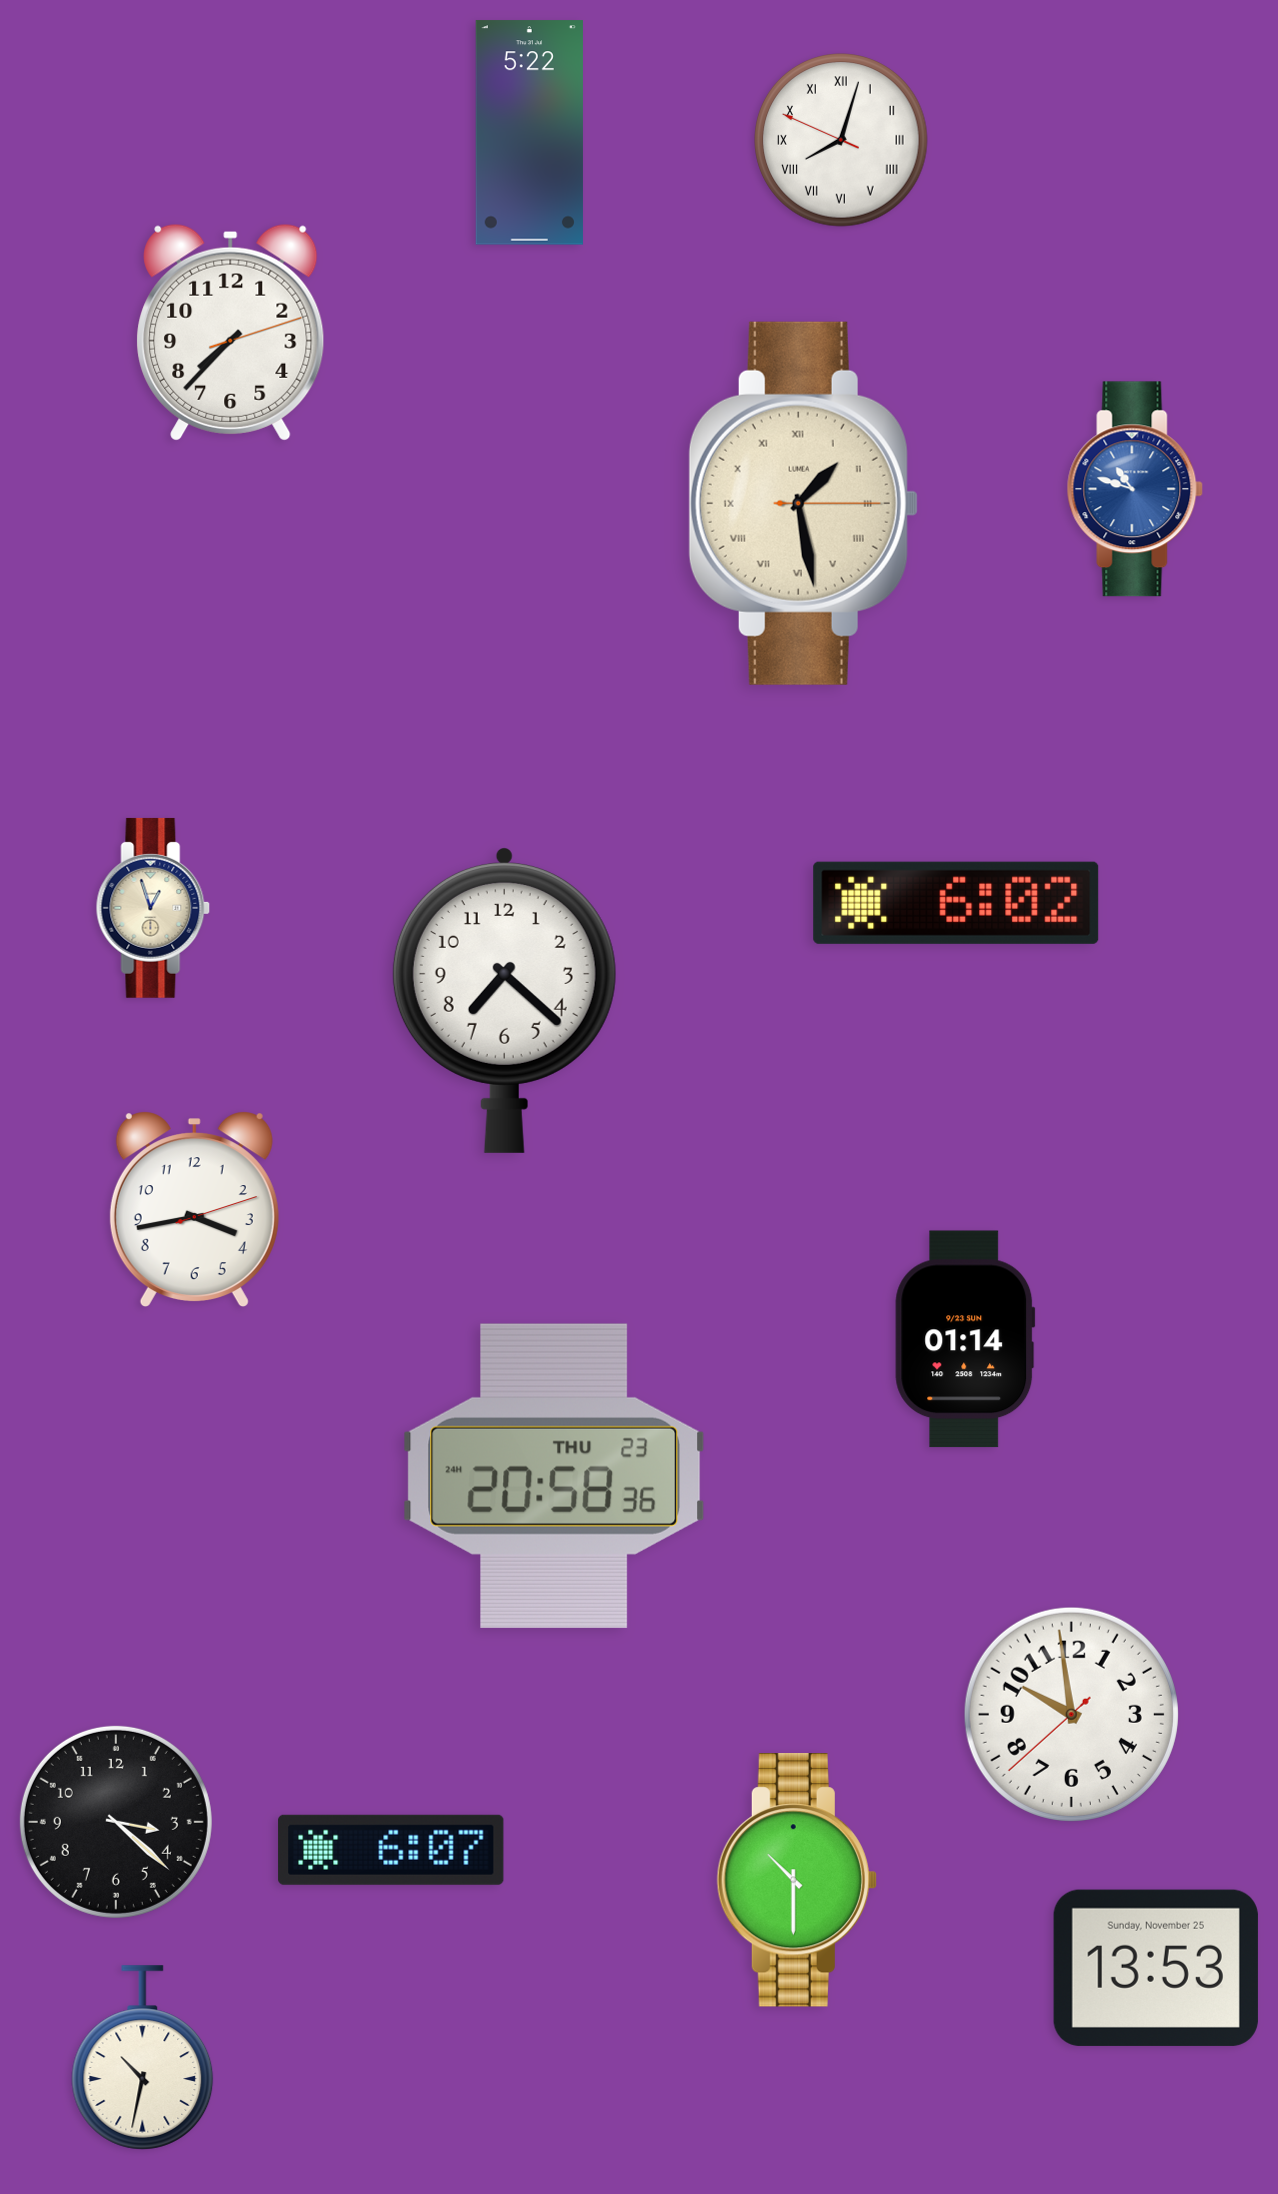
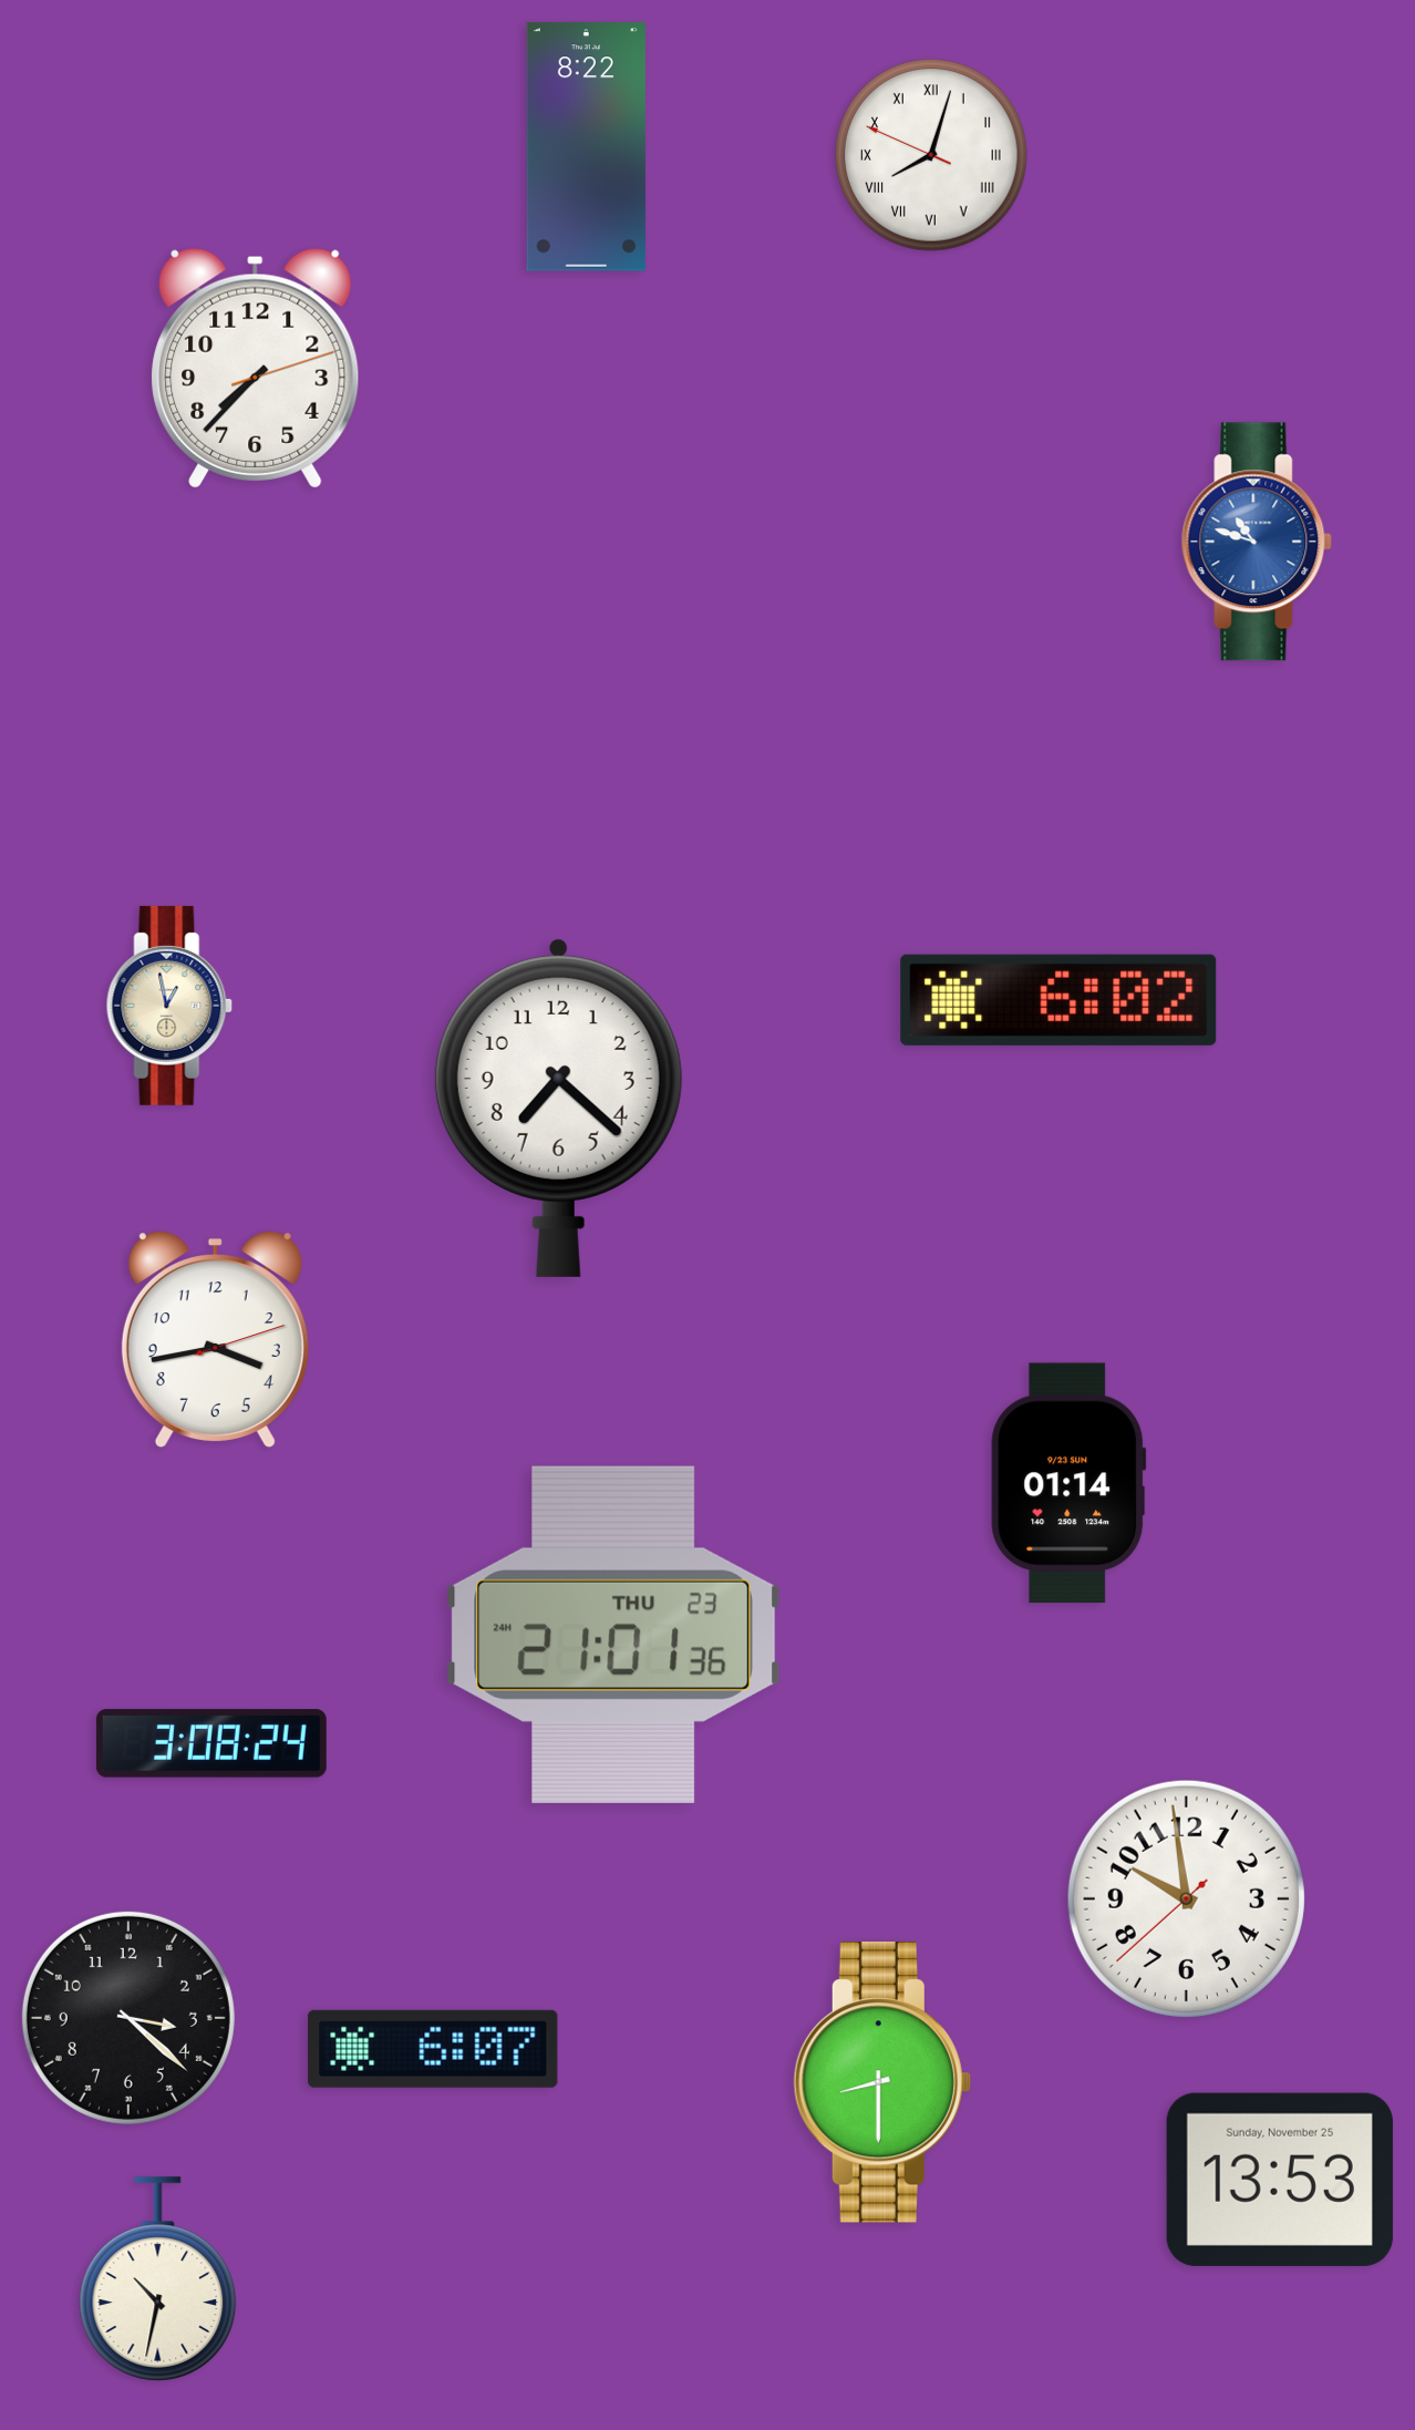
clock at (529, 133): 5:22 -> 8:22
clock at (803, 503): 1:28 -> none
clock at (153, 908): 12:57 -> 12:58
clock at (554, 1476): 20:58 -> 21:01
clock at (211, 1743): none -> 3:08
clock at (797, 1880): 10:30 -> 8:30
